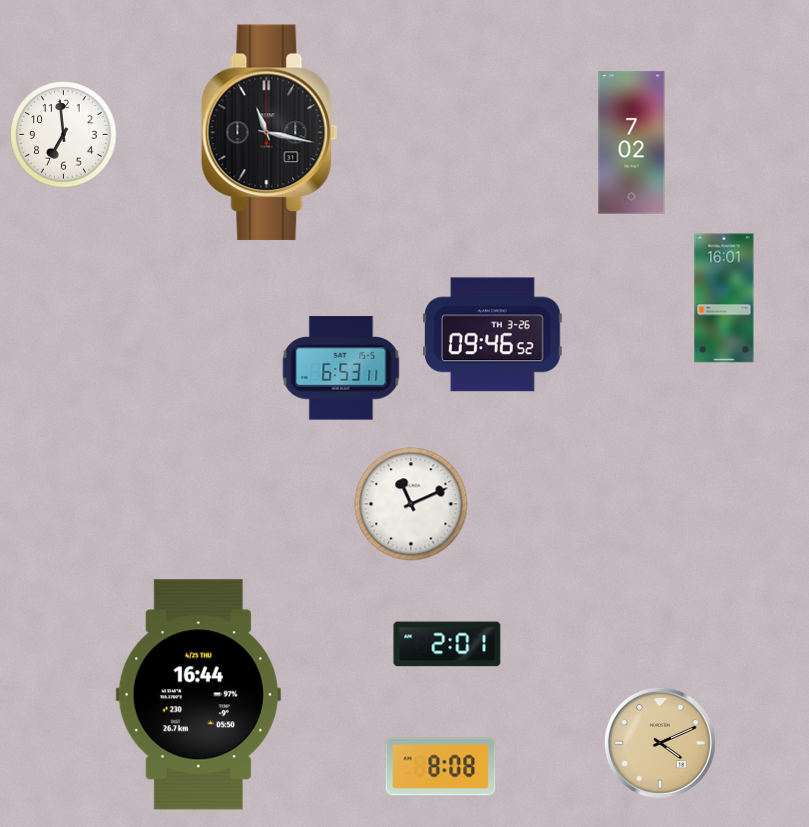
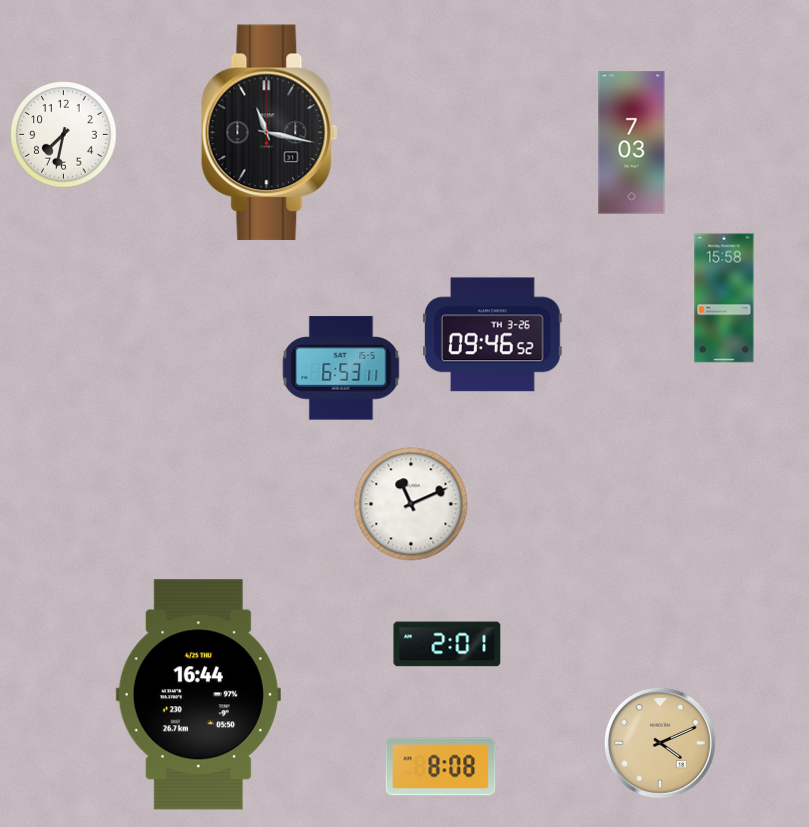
clock at (64, 135): 6:59 -> 7:32
clock at (632, 143): 7:02 -> 7:03
clock at (724, 298): 16:01 -> 15:58
